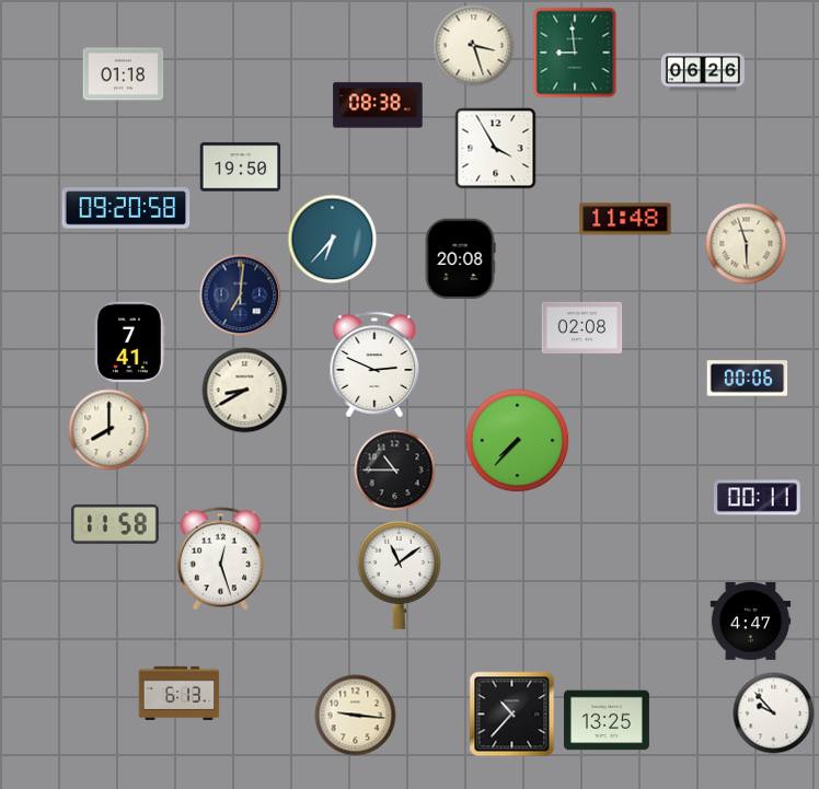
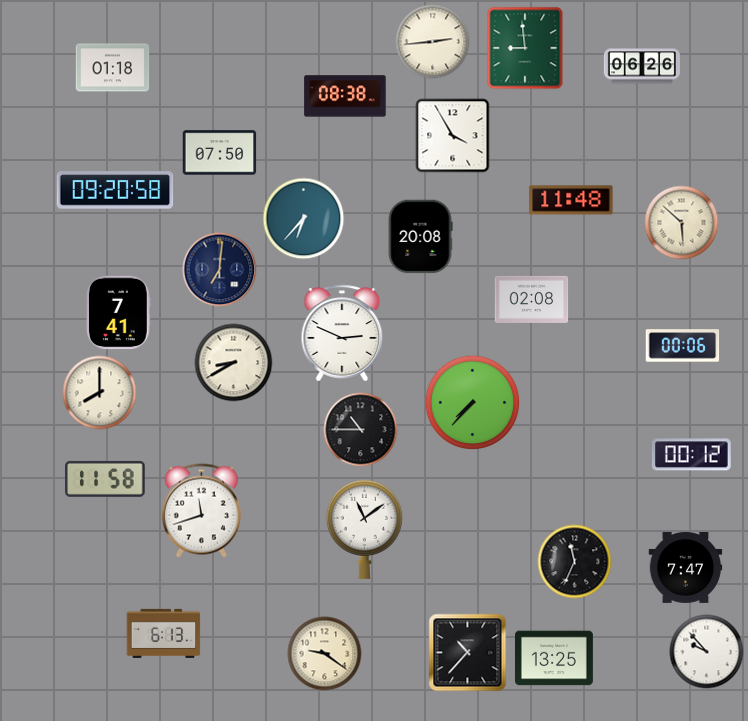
clock at (474, 46): 3:27 -> 2:44
clock at (241, 167): 19:50 -> 07:50
clock at (747, 244): 5:57 -> 5:52
clock at (245, 391) position: (245, 391) -> (234, 363)
clock at (757, 498): 00:11 -> 00:12
clock at (220, 559): 12:27 -> 11:42
clock at (399, 575) position: (399, 575) -> (364, 529)
clock at (575, 562): none -> 11:34
clock at (751, 622): 4:47 -> 7:47
clock at (356, 716): 9:16 -> 9:21
